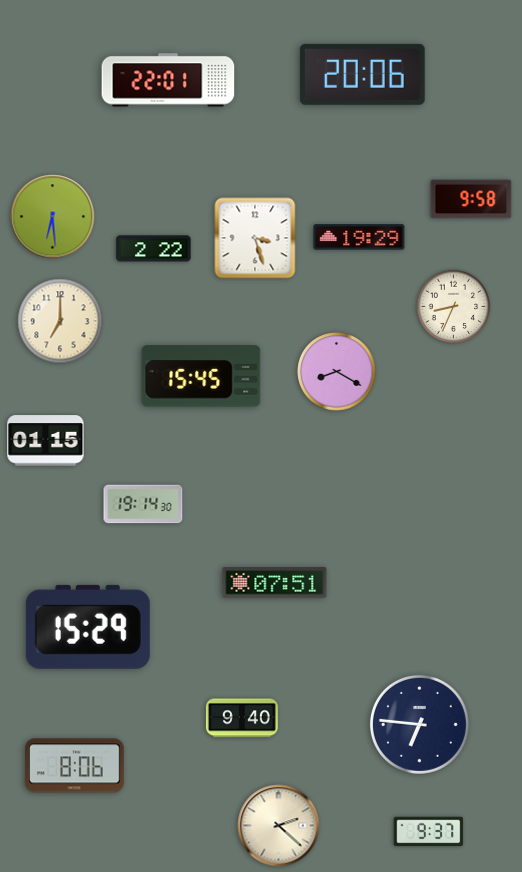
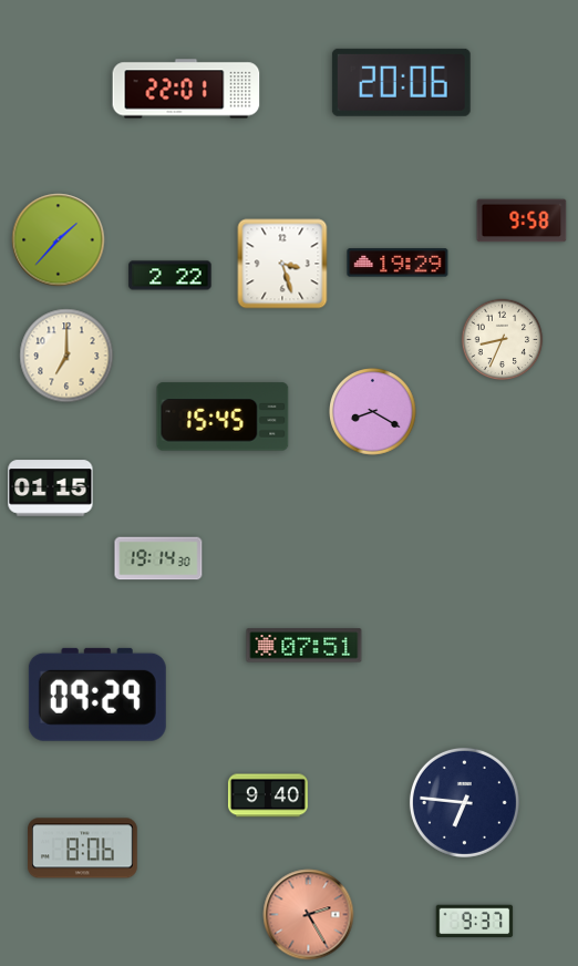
clock at (53, 217): 6:29 -> 1:37
clock at (88, 627): 15:29 -> 09:29
clock at (279, 826): 2:22 -> 2:25
clock at (279, 826) dial: cream -> salmon
